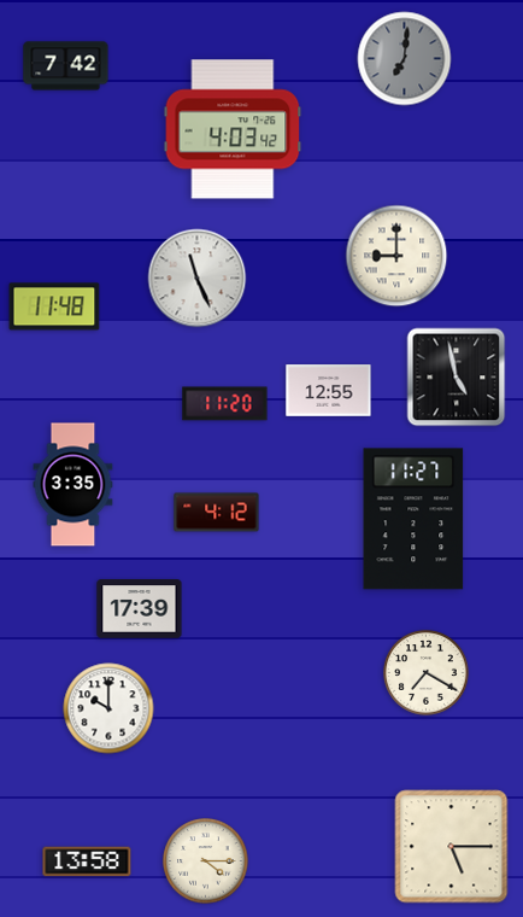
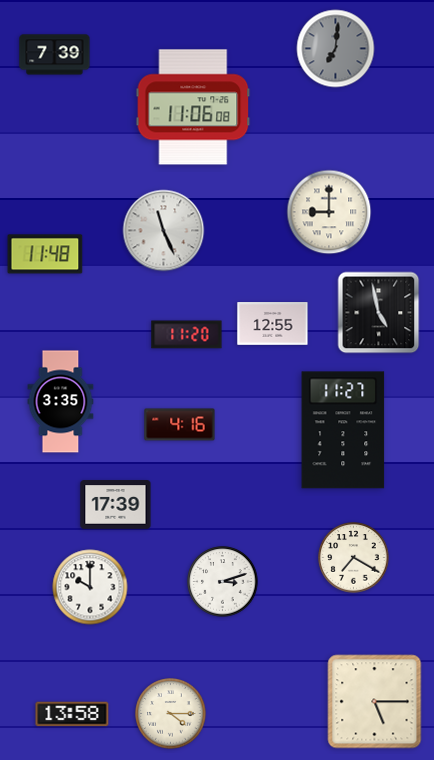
clock at (66, 66): 7:42 -> 7:39
clock at (233, 129): 4:03 -> 11:06
clock at (217, 513): 4:12 -> 4:16
clock at (223, 582): none -> 3:12
